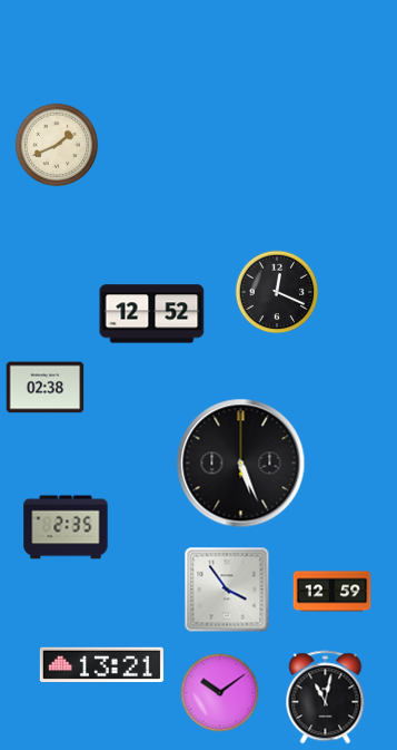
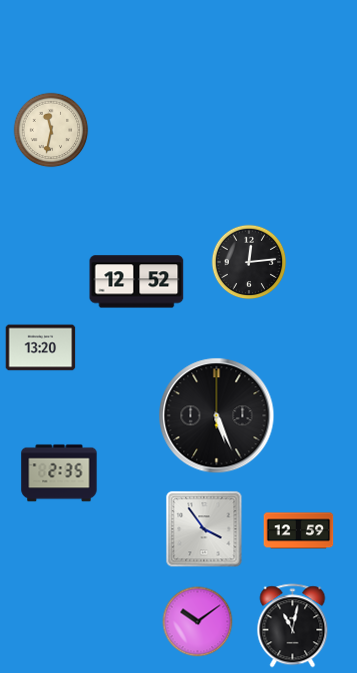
clock at (57, 145): 1:41 -> 11:32
clock at (277, 292): 12:19 -> 12:14
clock at (46, 388): 02:38 -> 13:20
clock at (101, 664): 13:21 -> none
